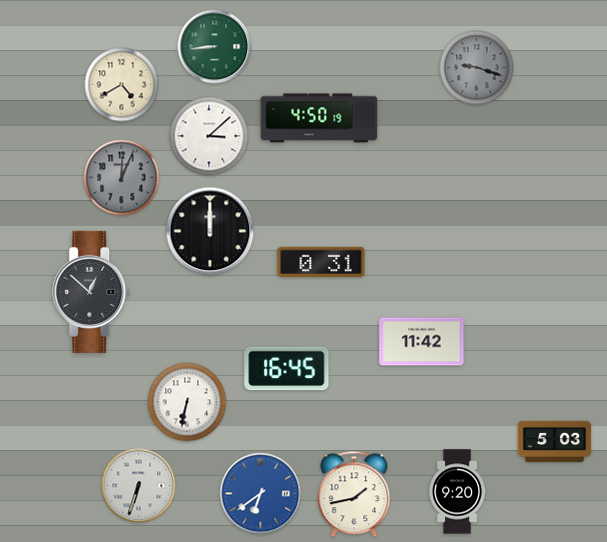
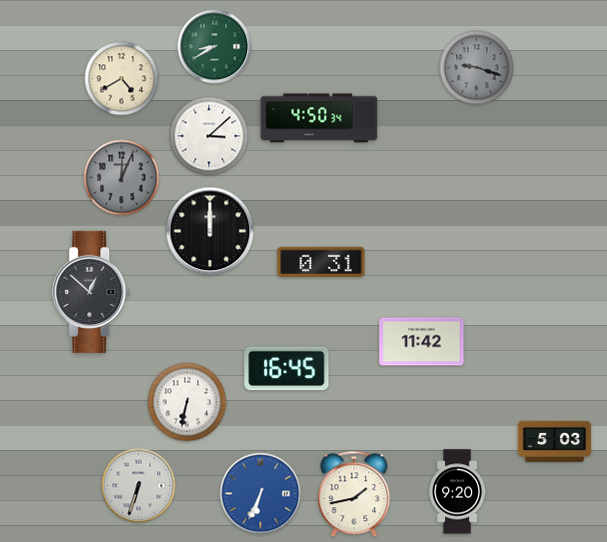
clock at (215, 47): 8:44 -> 8:40
clock at (122, 85) position: (122, 85) -> (122, 79)
clock at (319, 118): 4:50:19 -> 4:50:34
clock at (261, 494): 6:39 -> 6:34
